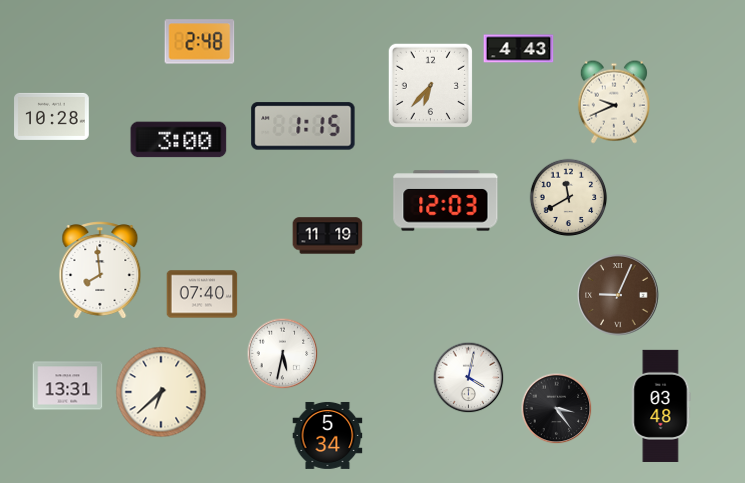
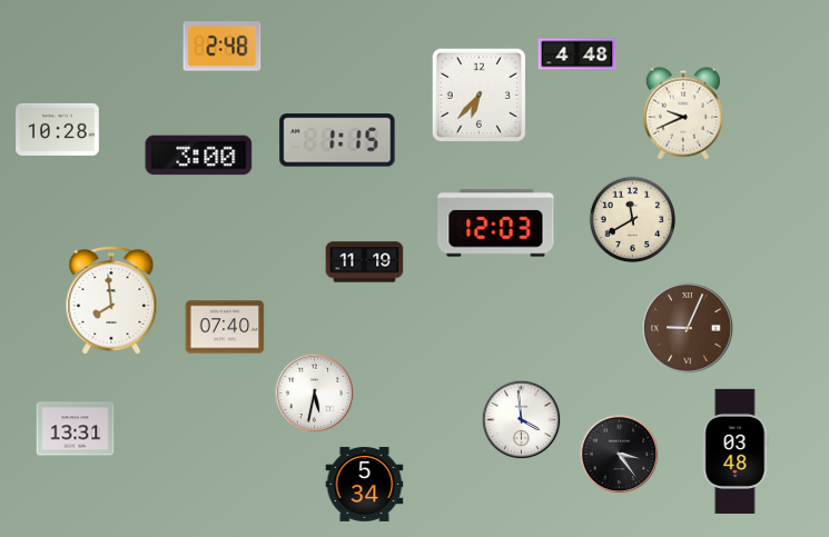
clock at (519, 49): 4:43 -> 4:48
clock at (469, 378): 4:02 -> 3:59
clock at (161, 392): 6:38 -> none
